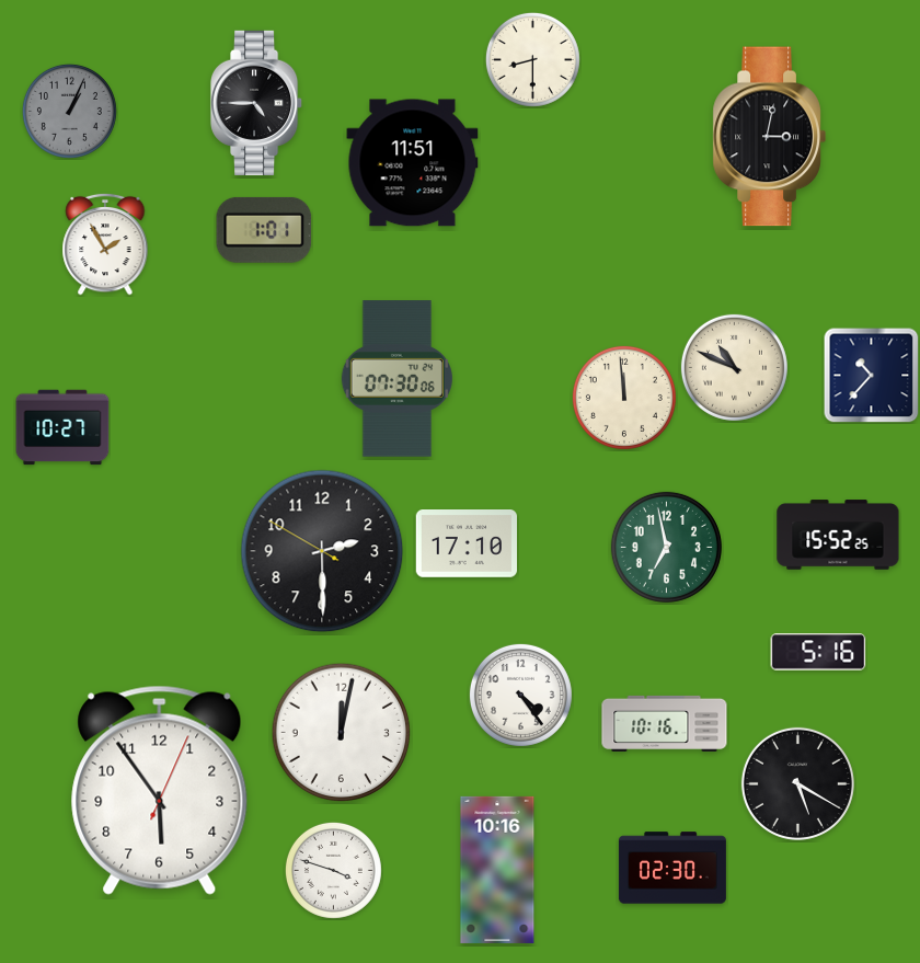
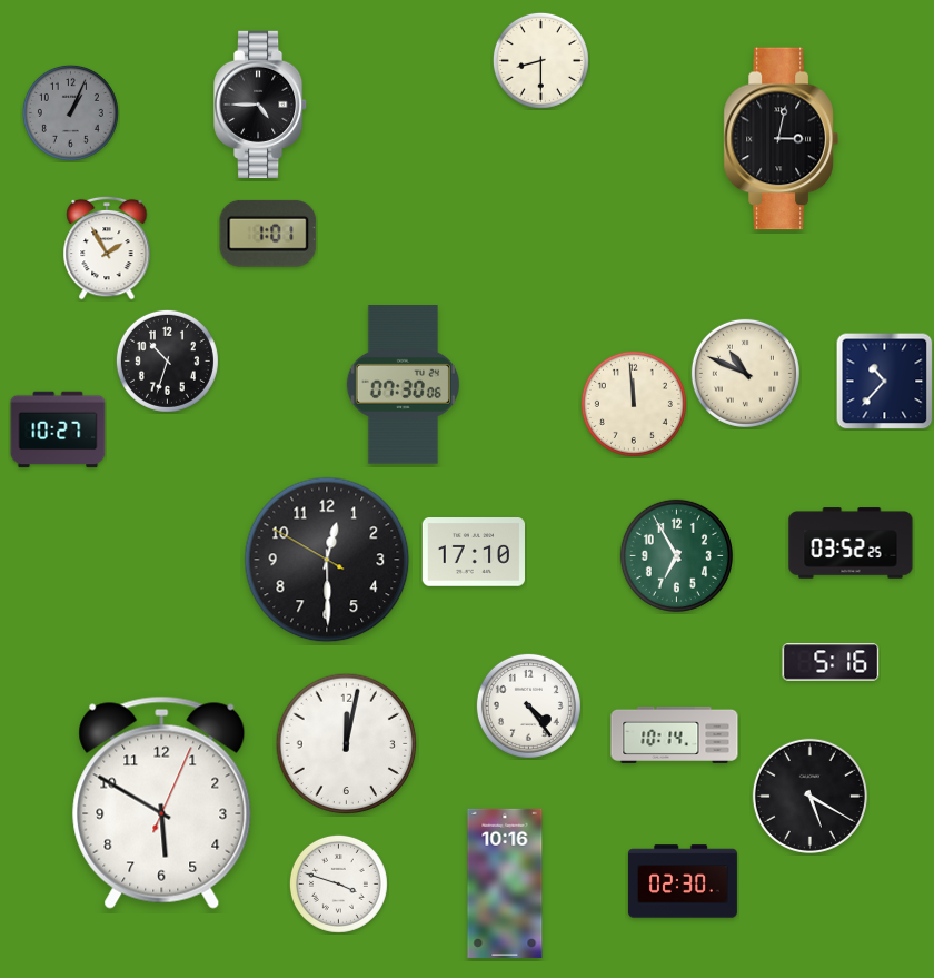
clock at (413, 163): 11:51 -> none
clock at (167, 360): none -> 10:33
clock at (62, 427) position: (62, 427) -> (58, 429)
clock at (838, 535): 15:52 -> 03:52
clock at (666, 547): 6:58 -> 6:55
clock at (322, 551): 2:29 -> 12:29
clock at (665, 723): 10:16 -> 10:14
clock at (160, 790): 5:54 -> 5:50
